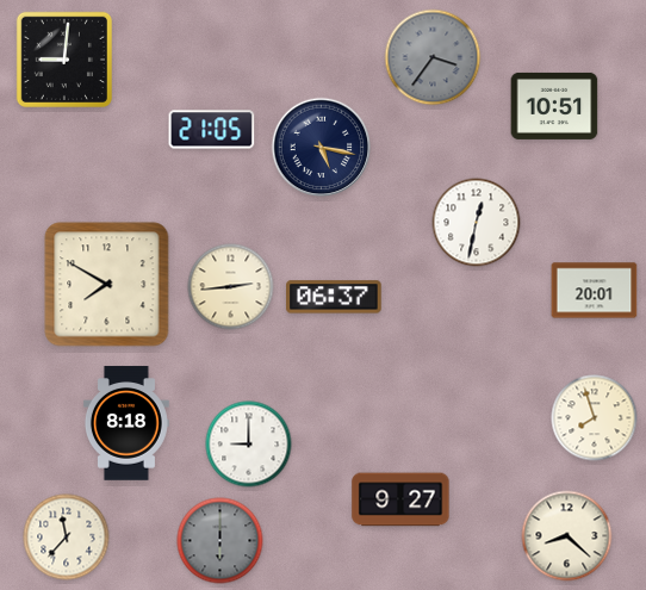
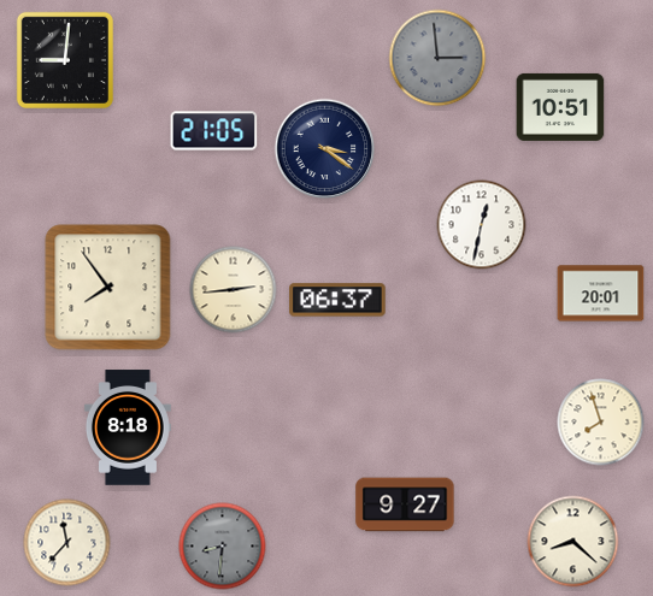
clock at (433, 57): 3:36 -> 2:59
clock at (322, 148): 5:17 -> 3:21
clock at (107, 285): 7:50 -> 7:54
clock at (249, 445): 9:00 -> none
clock at (220, 541): 6:00 -> 8:31
